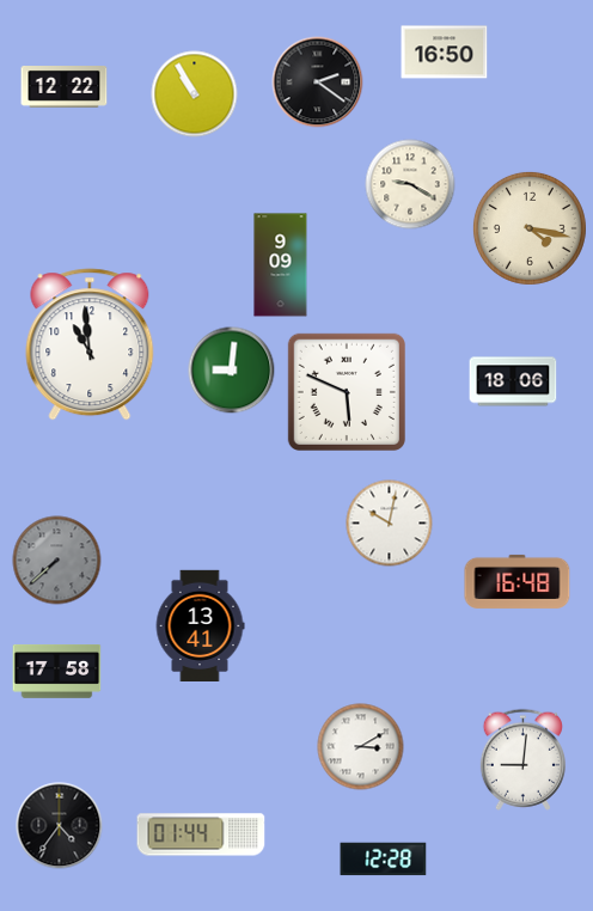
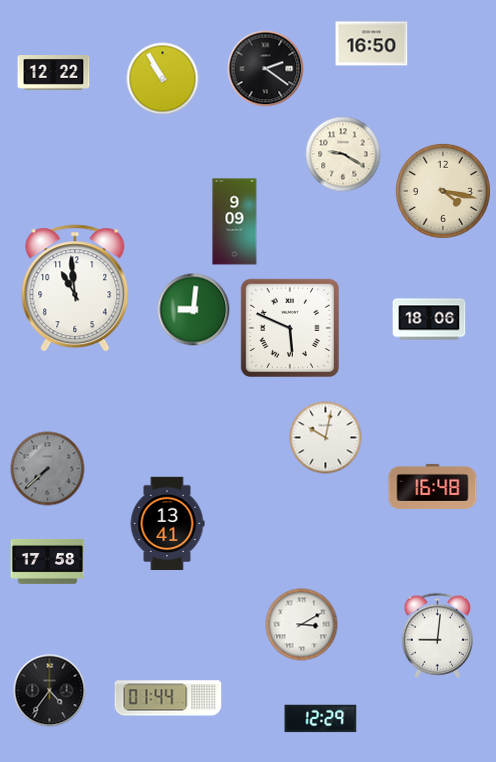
clock at (384, 860): 12:28 -> 12:29
